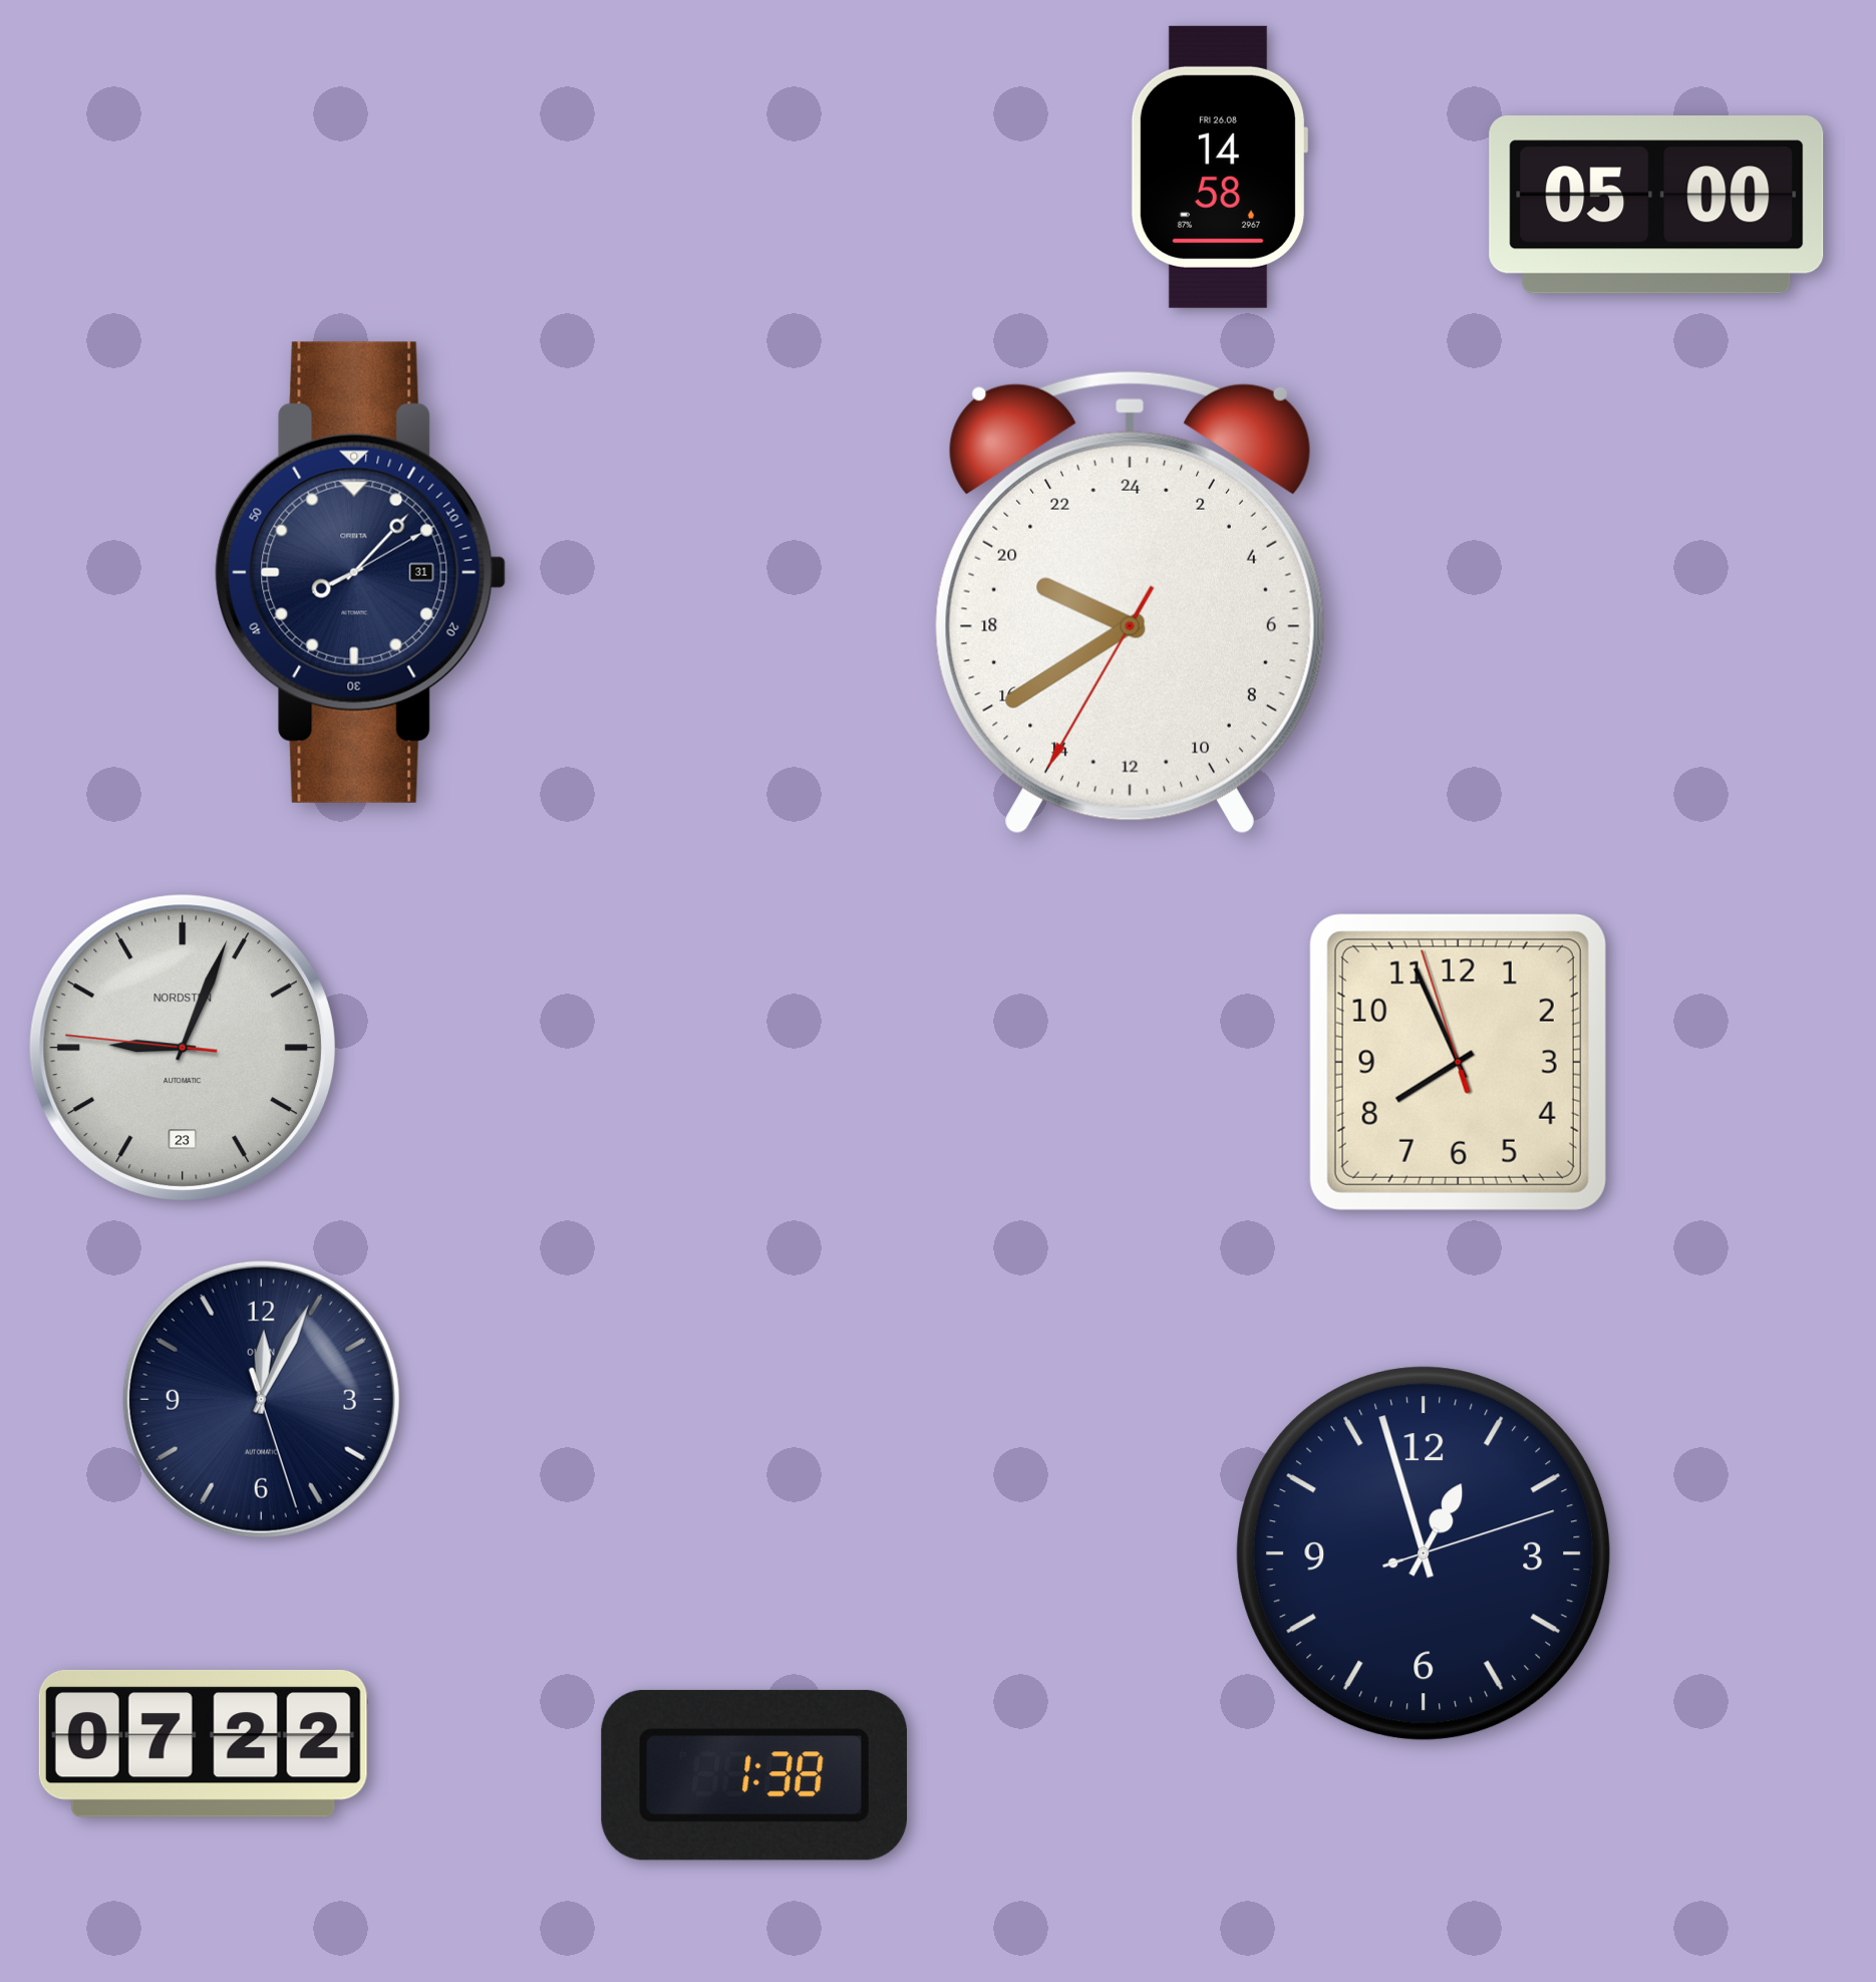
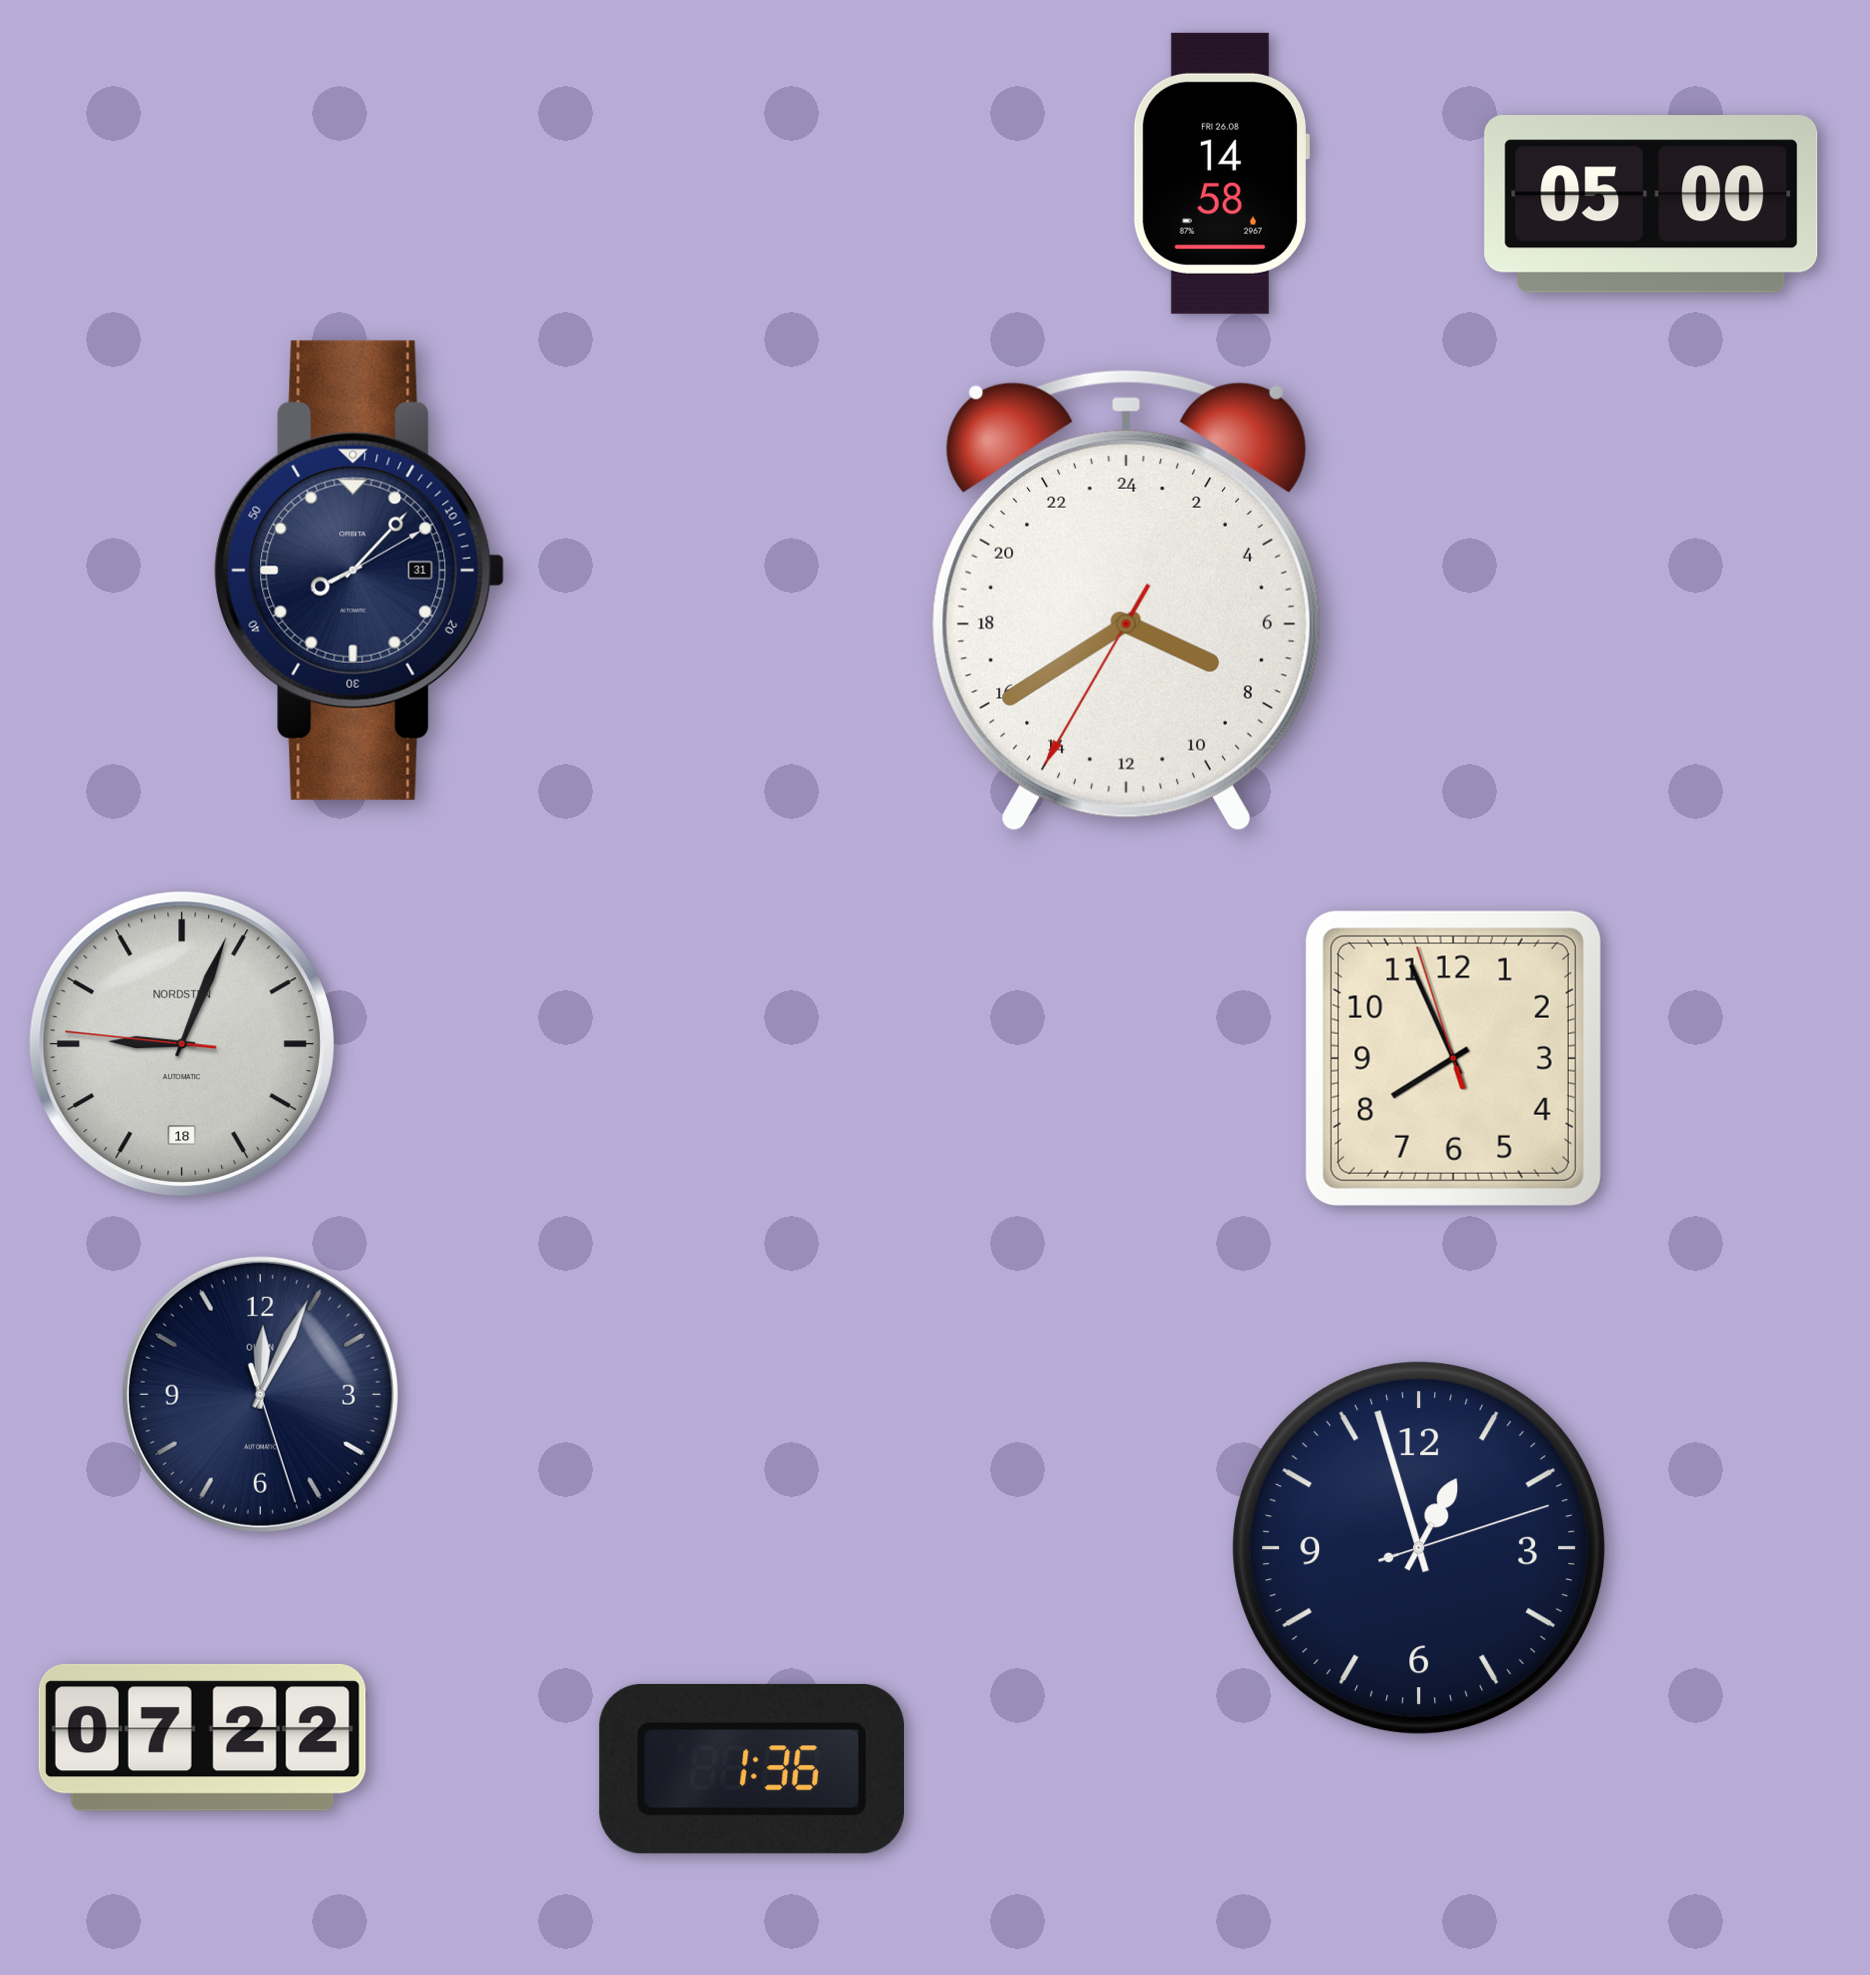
clock at (1219, 167) position: (1219, 167) -> (1221, 173)
clock at (1130, 602): 19:39 -> 7:39
clock at (183, 1048) date: 23 -> 18
clock at (754, 1775): 1:38 -> 1:36
